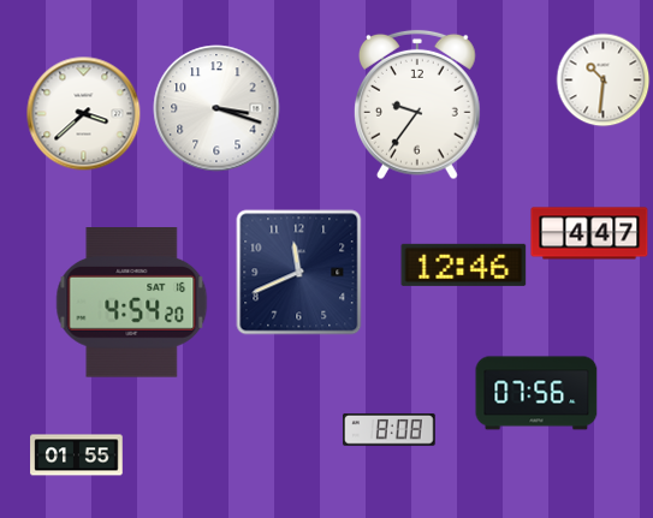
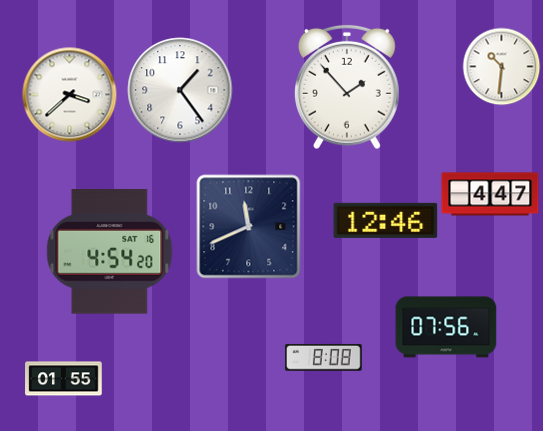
clock at (417, 105): 9:36 -> 1:53
clock at (216, 108): 3:18 -> 1:24
